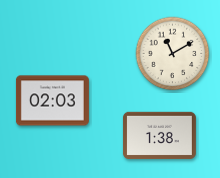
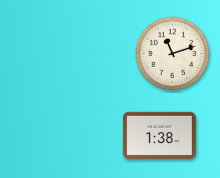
clock at (173, 54): 11:10 -> 11:12
clock at (52, 101): 02:03 -> none
